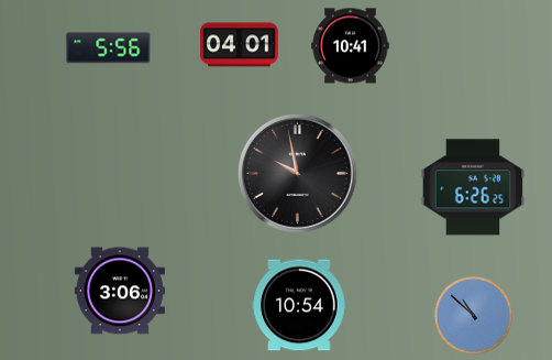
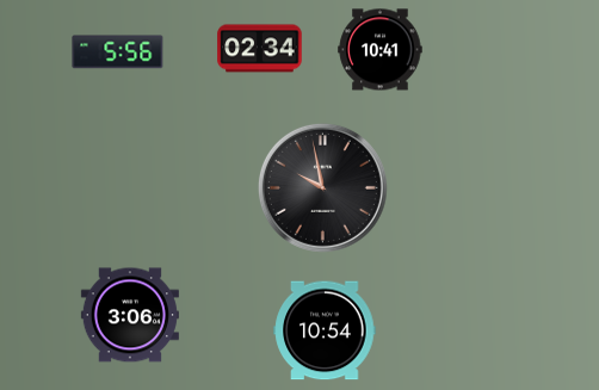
clock at (240, 45): 04:01 -> 02:34
clock at (473, 187): 6:26 -> none
clock at (473, 315): 10:52 -> none
